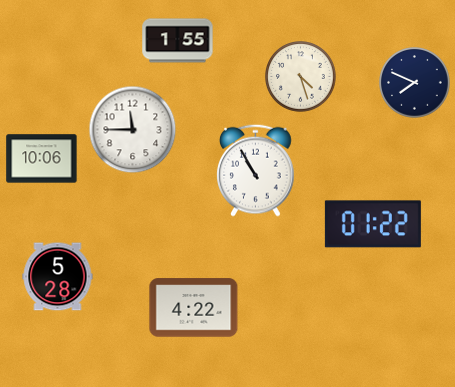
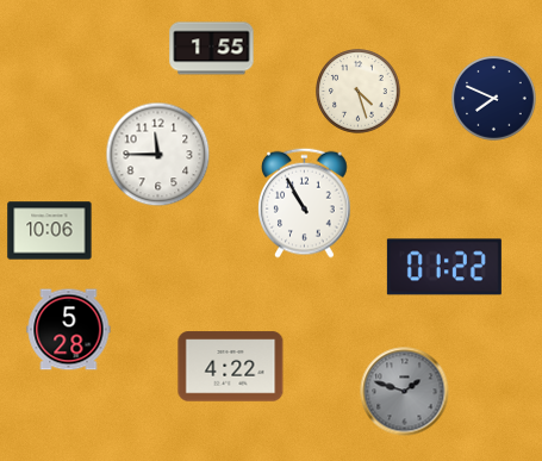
clock at (42, 159) position: (42, 159) -> (50, 231)
clock at (405, 392): none -> 1:48
